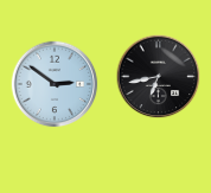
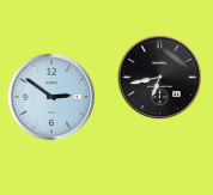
clock at (55, 84) position: (55, 84) -> (51, 97)
